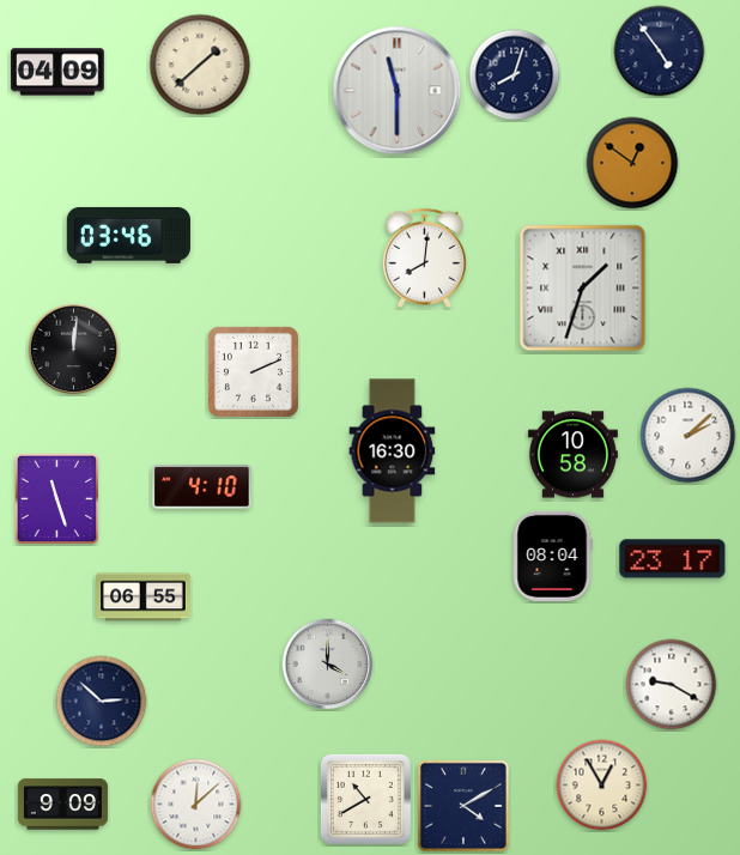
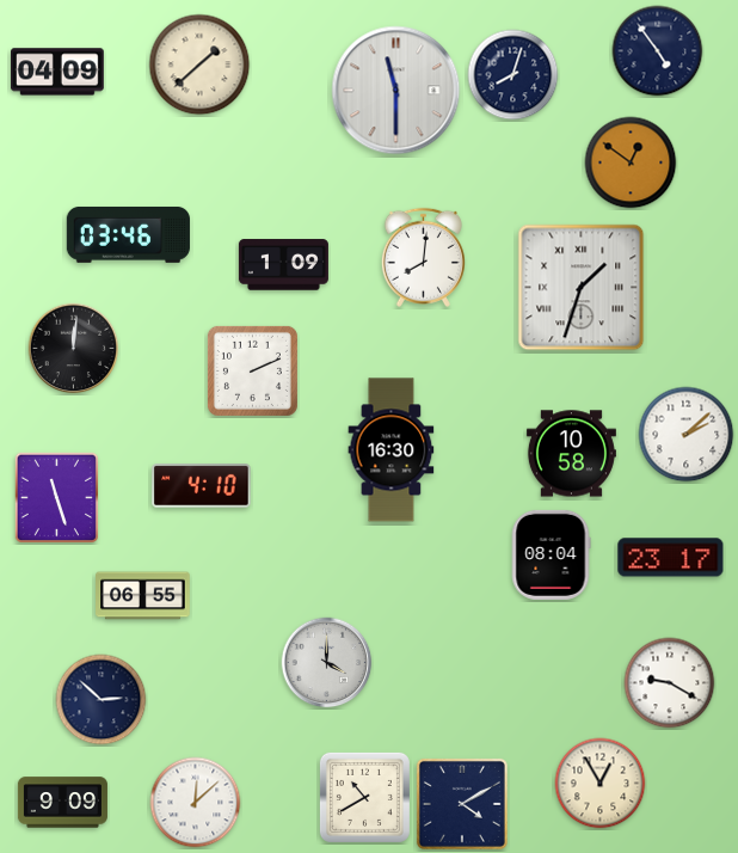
clock at (283, 265): none -> 1:09
